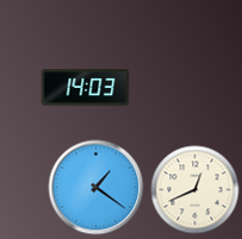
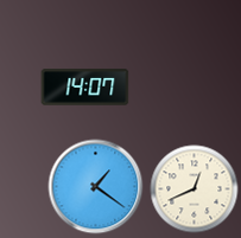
clock at (86, 88): 14:03 -> 14:07
